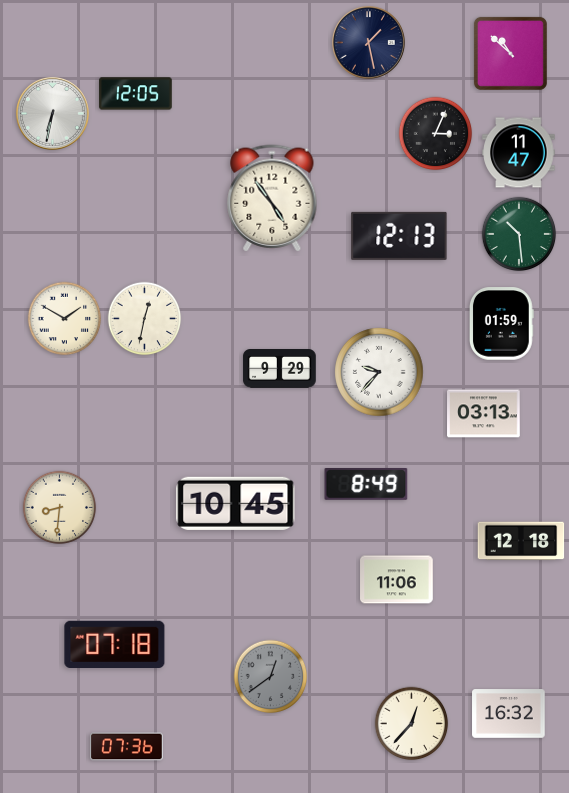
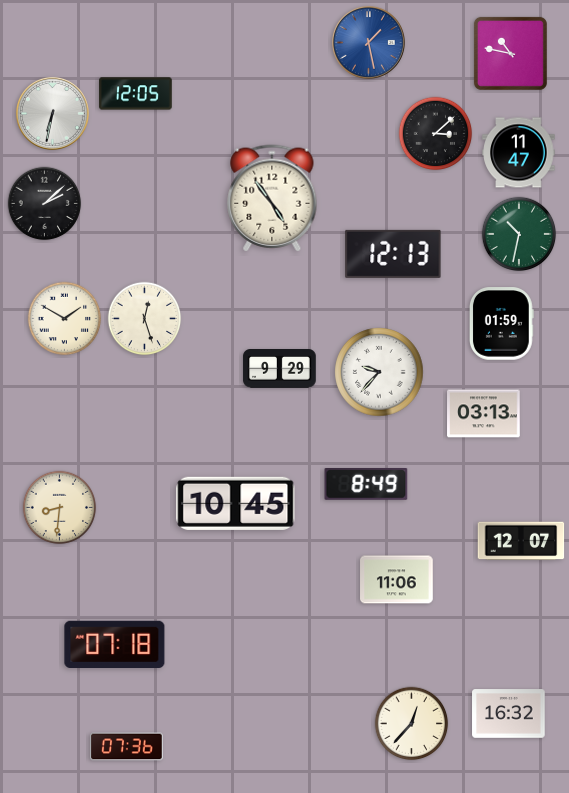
clock at (368, 42) dial: navy -> blue
clock at (510, 53): 10:52 -> 10:47
clock at (436, 134): 3:04 -> 3:08
clock at (45, 204): none -> 2:08
clock at (519, 234): 10:29 -> 10:32
clock at (399, 236) position: (399, 236) -> (393, 254)
clock at (145, 319): 12:32 -> 12:27
clock at (521, 541): 12:18 -> 12:07
clock at (271, 677): 12:39 -> none
